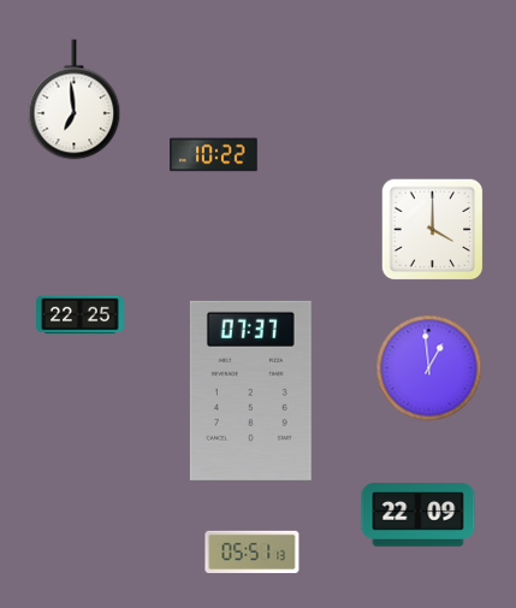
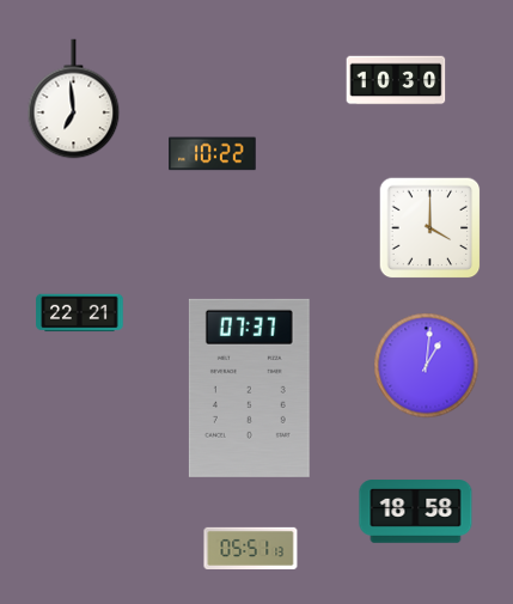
clock at (396, 80): none -> 10:30
clock at (81, 315): 22:25 -> 22:21
clock at (429, 368): 12:59 -> 1:01
clock at (419, 515): 22:09 -> 18:58
